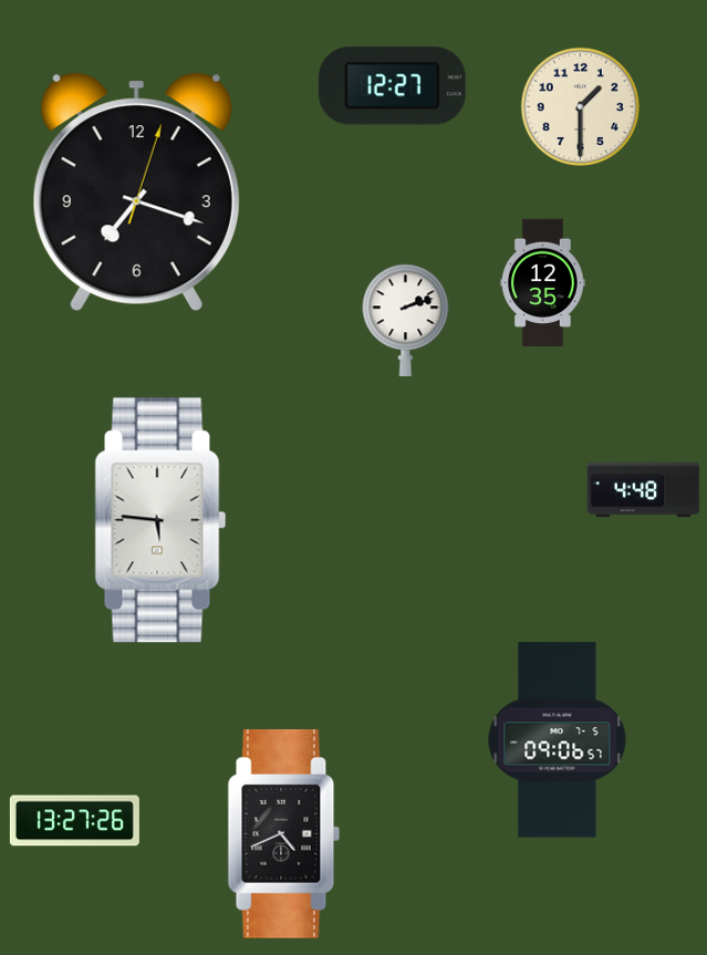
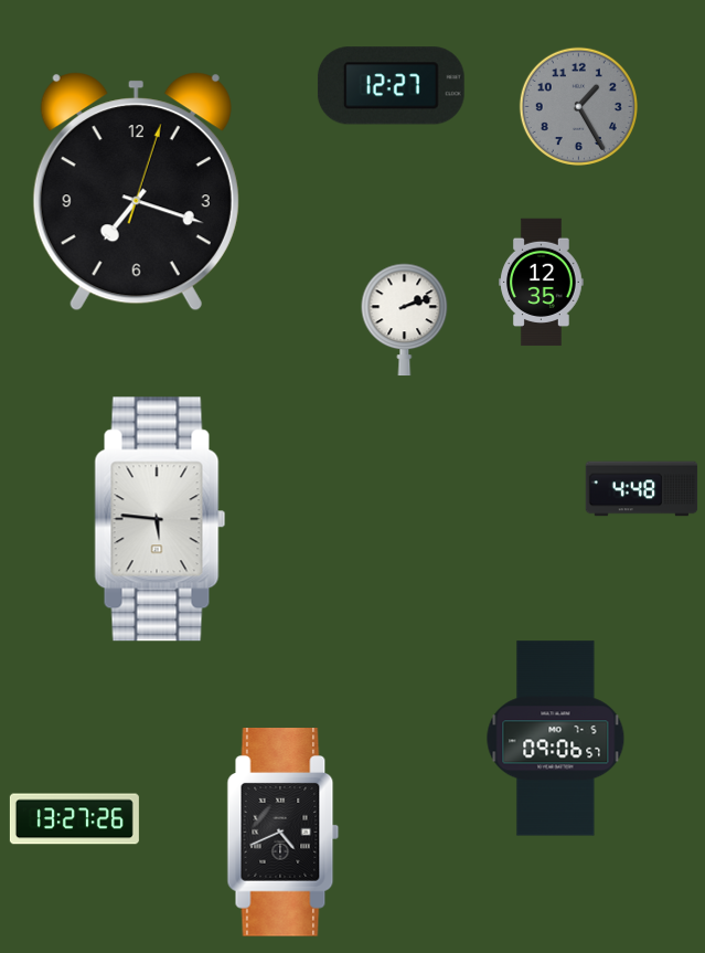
clock at (580, 106): 1:30 -> 1:25
clock at (580, 106) dial: cream -> grey
